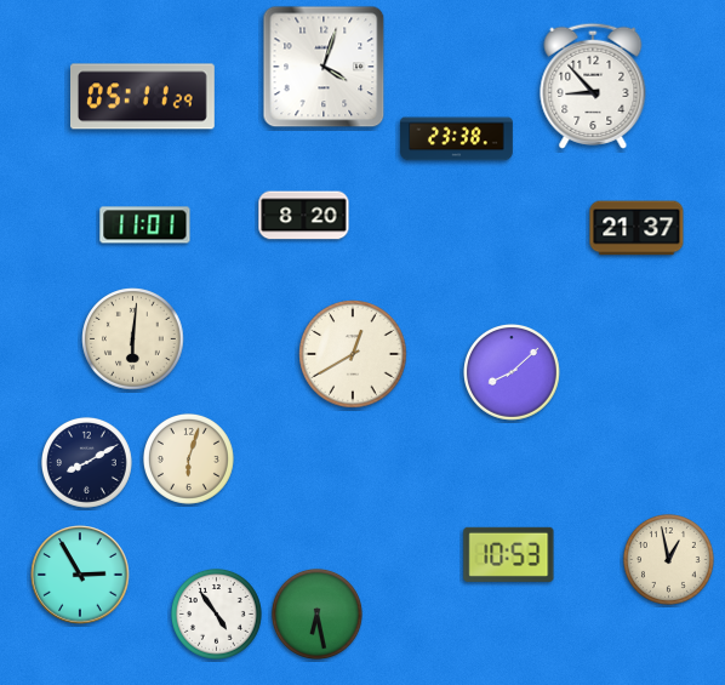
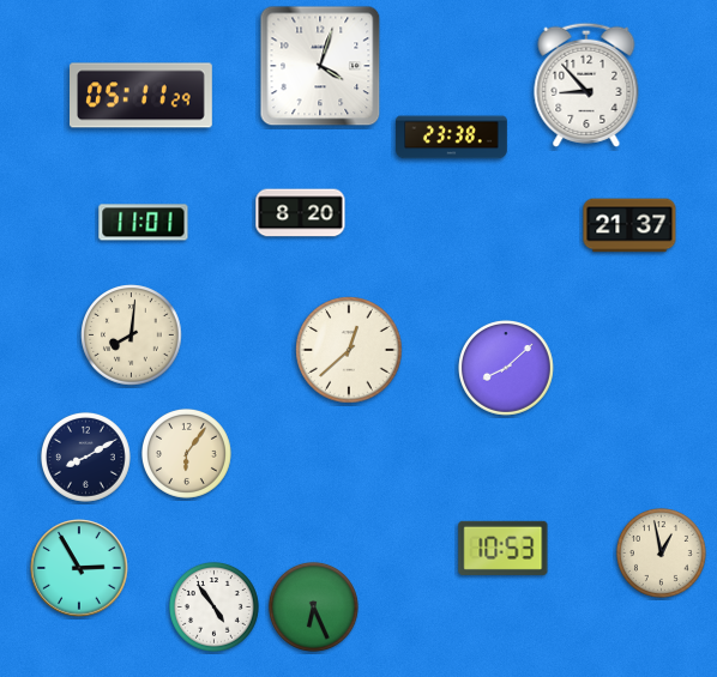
clock at (133, 339): 6:01 -> 8:01
clock at (353, 354): 12:40 -> 12:38
clock at (188, 458): 6:03 -> 6:06
clock at (316, 613): 6:28 -> 6:26
